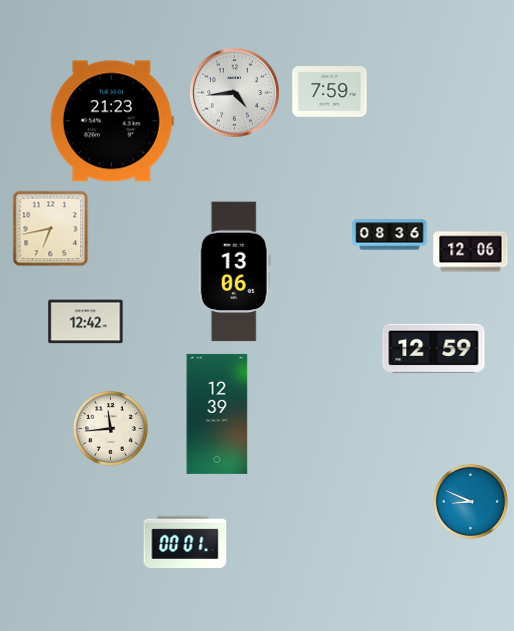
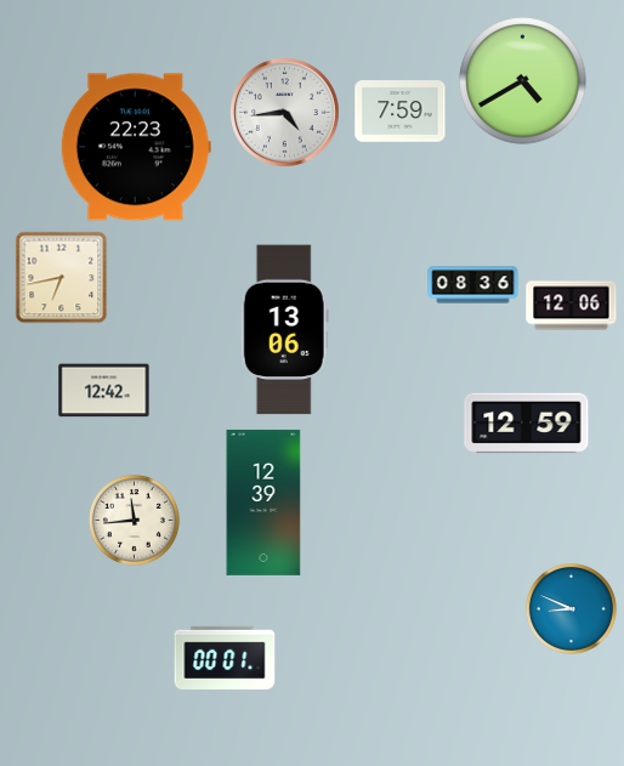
clock at (523, 81): none -> 4:40
clock at (112, 121): 21:23 -> 22:23
